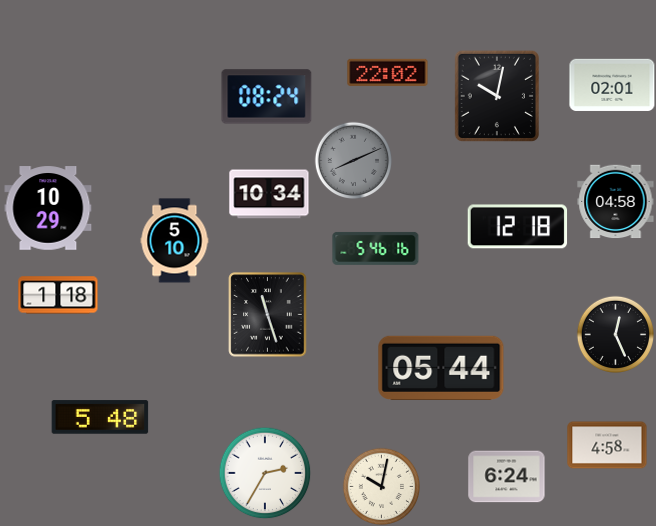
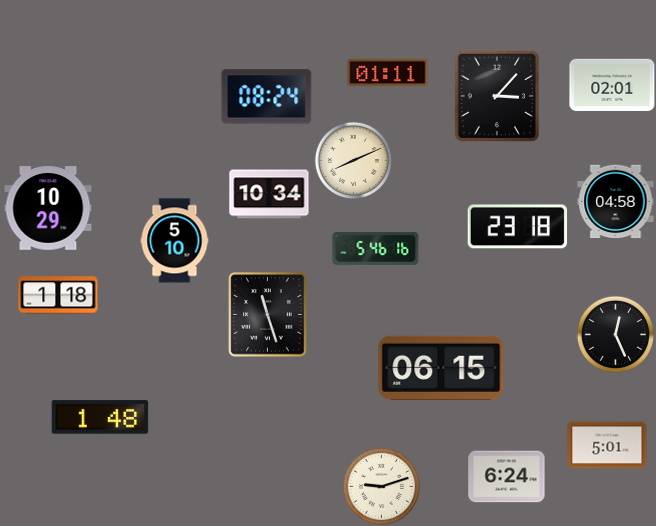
clock at (388, 72): 22:02 -> 01:11
clock at (497, 96): 10:02 -> 3:07
clock at (353, 160) dial: grey -> cream
clock at (518, 227): 12:18 -> 23:18
clock at (441, 368): 05:44 -> 06:15
clock at (100, 417): 5:48 -> 1:48
clock at (607, 445): 4:58 -> 5:01
clock at (265, 473): 2:35 -> none
clock at (381, 486): 10:02 -> 9:12
